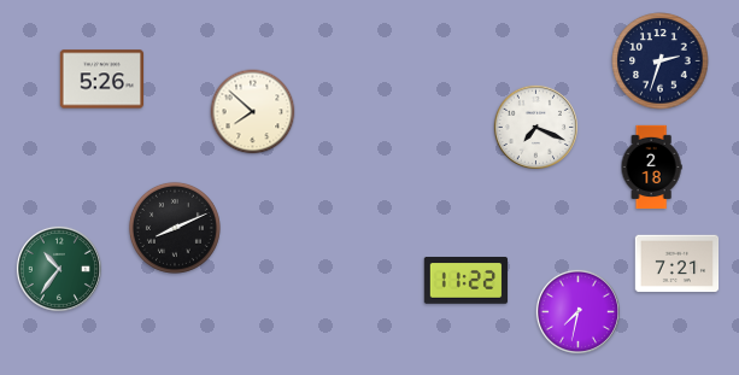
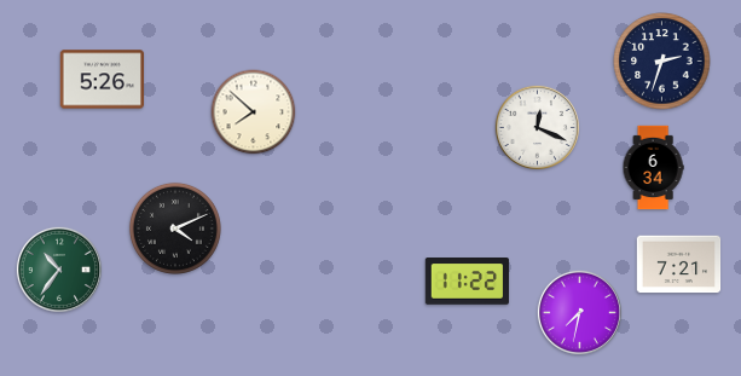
clock at (535, 127): 7:19 -> 12:19
clock at (651, 168): 2:18 -> 6:34
clock at (175, 228): 8:11 -> 4:11
